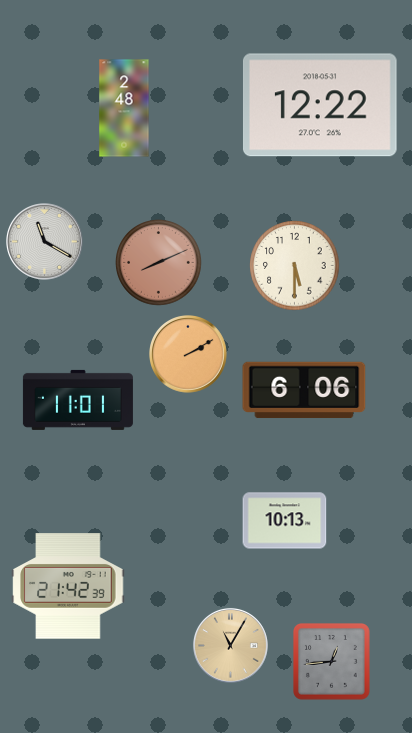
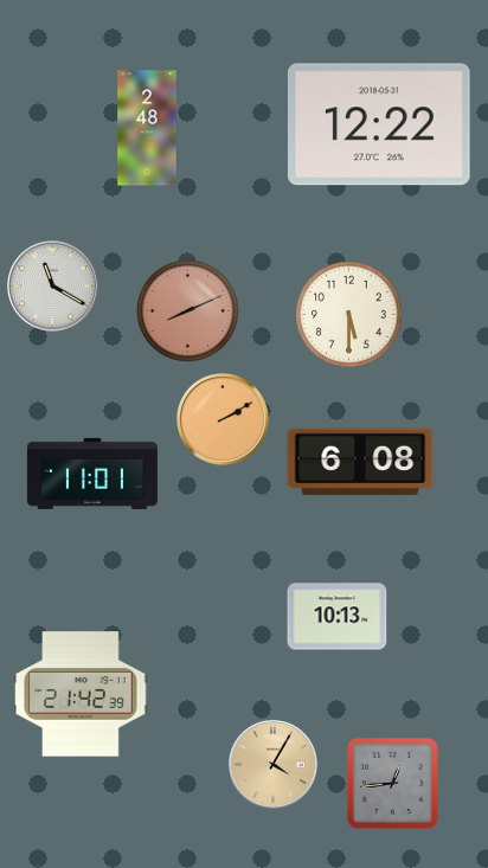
clock at (304, 390): 6:06 -> 6:08
clock at (231, 645): 11:05 -> 4:05
